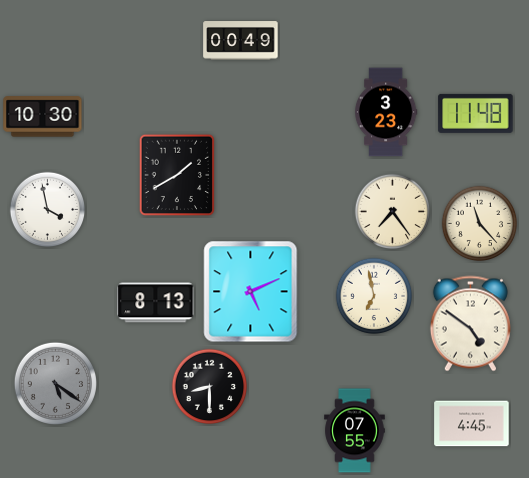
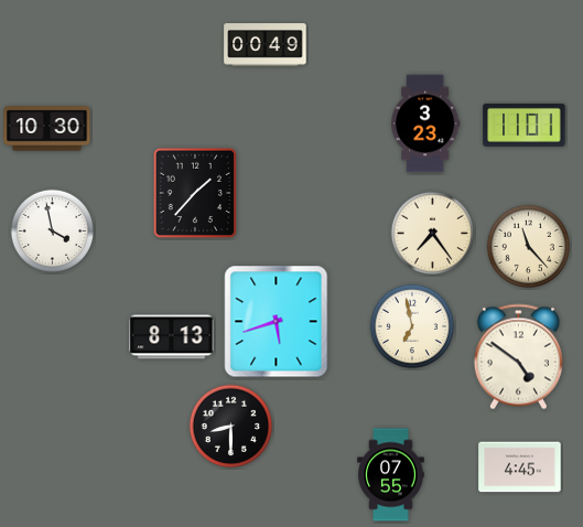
clock at (476, 113): 11:48 -> 11:01
clock at (177, 175): 1:40 -> 1:37
clock at (251, 292): 5:11 -> 5:42
clock at (156, 303) position: (156, 303) -> (172, 337)
clock at (55, 383): 5:21 -> none
